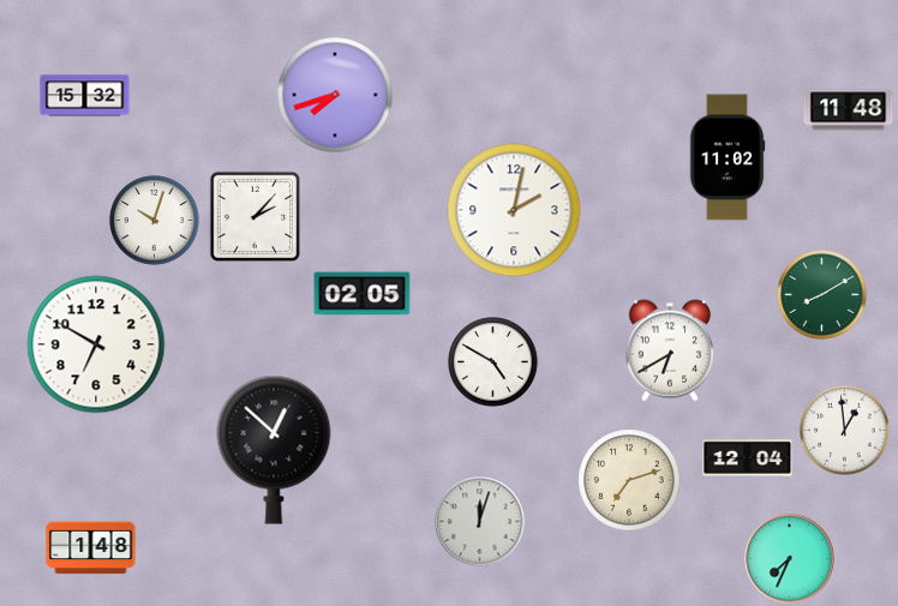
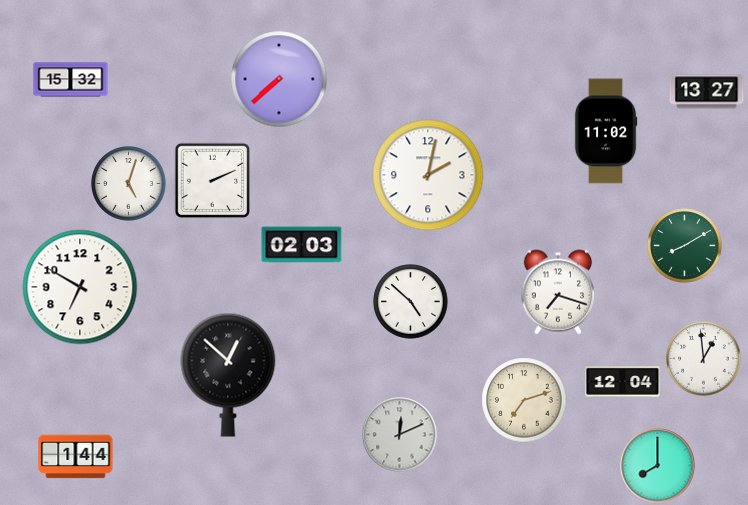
clock at (335, 95): 7:42 -> 7:38
clock at (849, 110): 11:48 -> 13:27
clock at (256, 217): 2:07 -> 2:11
clock at (155, 221): 10:03 -> 5:03
clock at (363, 294): 02:05 -> 02:03
clock at (670, 350): 6:40 -> 7:18
clock at (493, 362): 4:50 -> 4:52
clock at (480, 522): 12:03 -> 12:11
clock at (91, 548): 1:48 -> 1:44
clock at (790, 559): 7:34 -> 8:00
